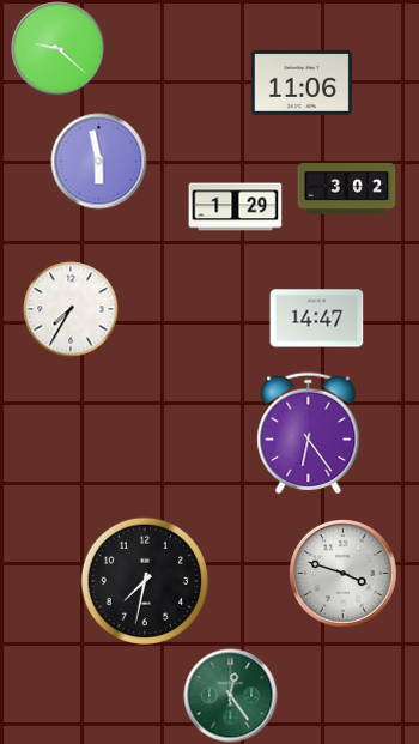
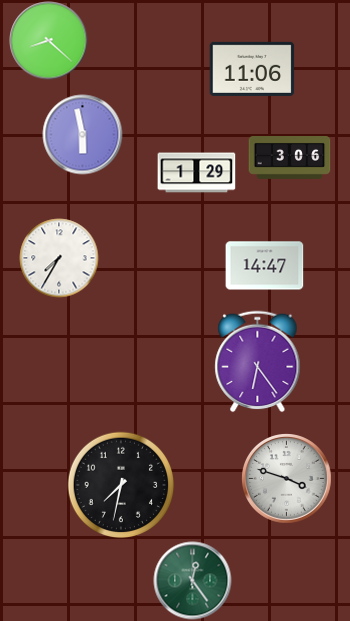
clock at (57, 48): 9:22 -> 8:22
clock at (346, 189): 3:02 -> 3:06
